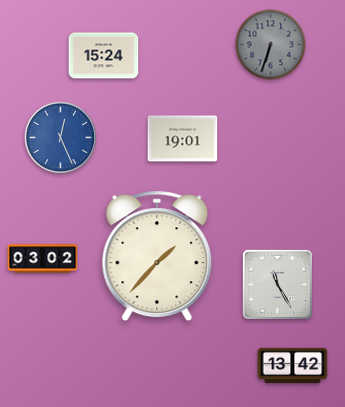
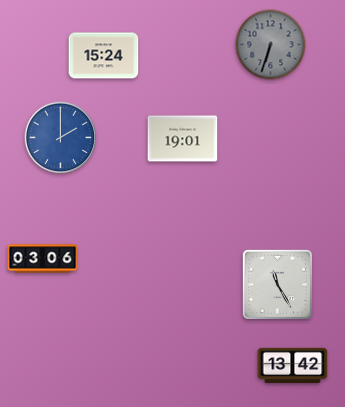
clock at (61, 138): 12:26 -> 2:00
clock at (157, 256): 1:37 -> none
clock at (43, 259): 03:02 -> 03:06
